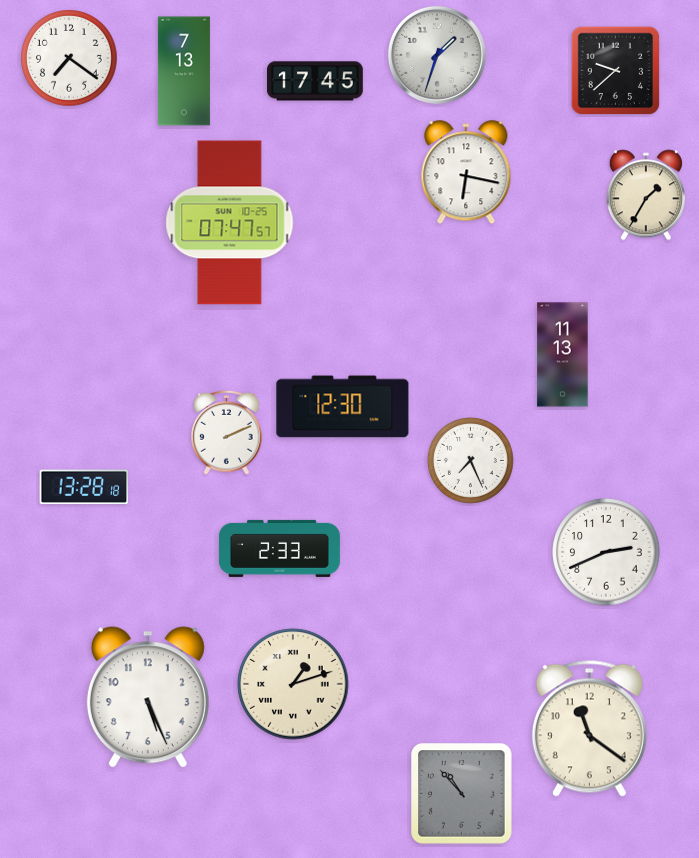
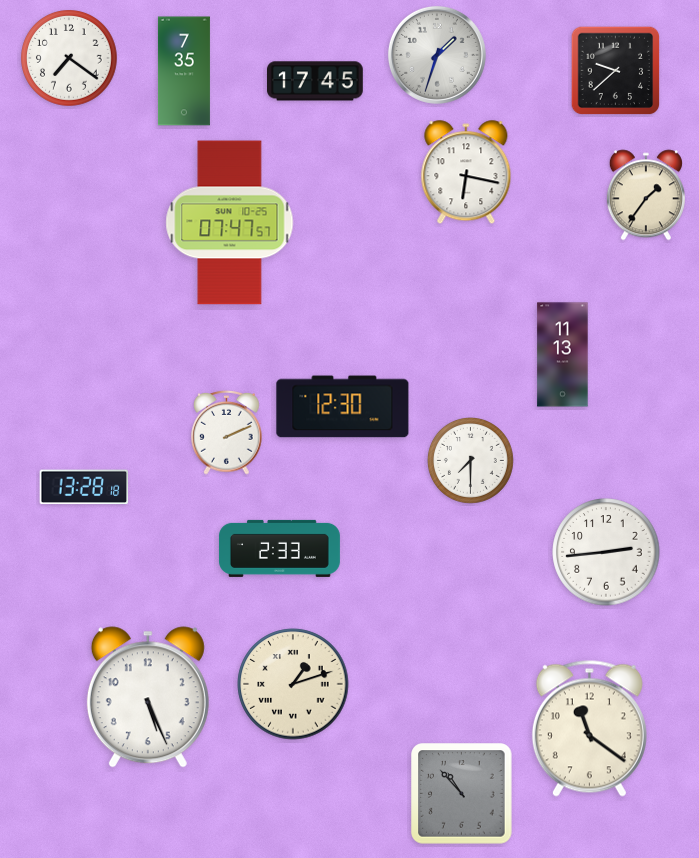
clock at (184, 71): 7:13 -> 7:35
clock at (646, 195): 1:35 -> 1:36
clock at (470, 460): 7:26 -> 7:30
clock at (606, 552): 2:41 -> 2:44
